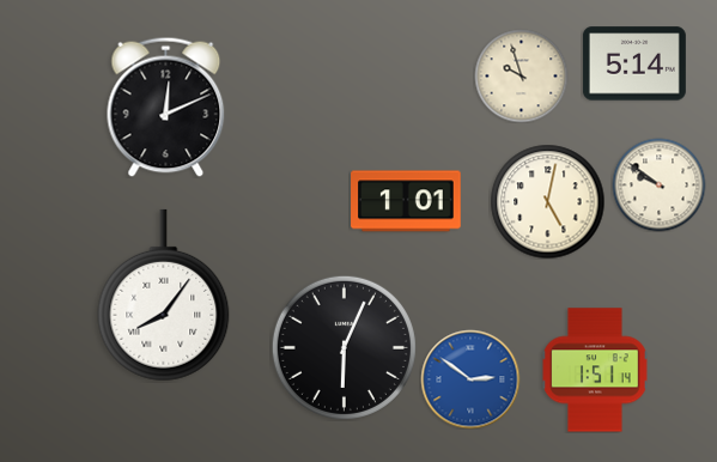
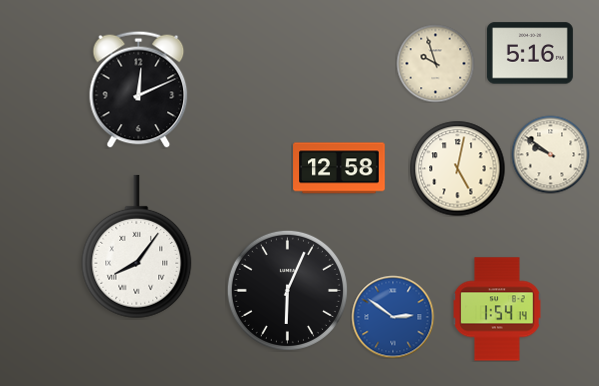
clock at (634, 63): 5:14 -> 5:16
clock at (406, 201): 1:01 -> 12:58
clock at (596, 370): 1:51 -> 1:54
